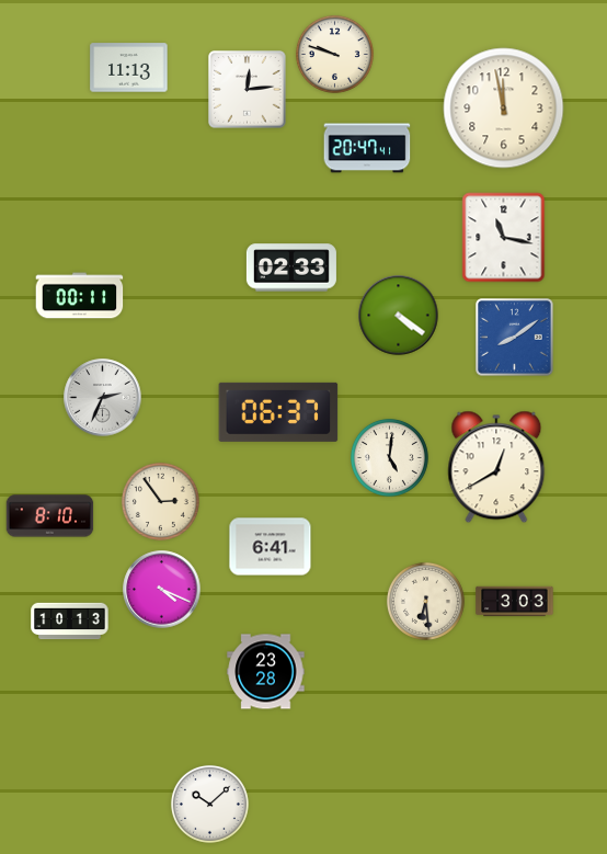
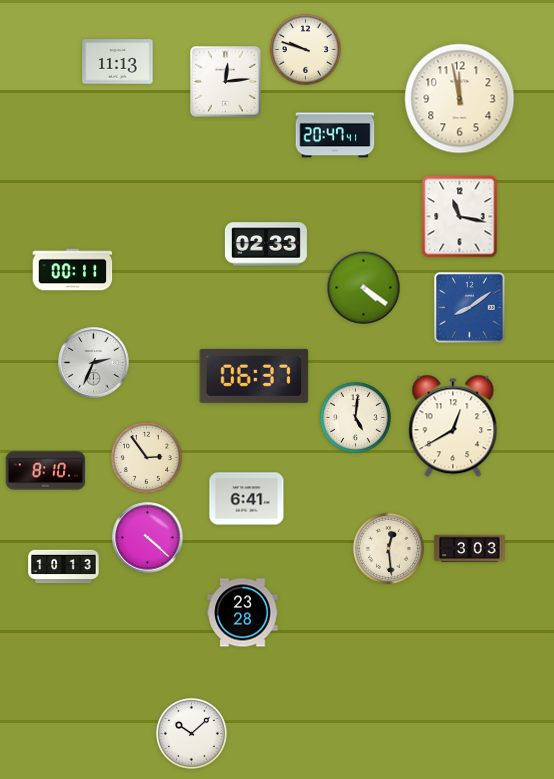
clock at (162, 590): 4:19 -> 4:22
clock at (425, 601): 6:29 -> 12:29
